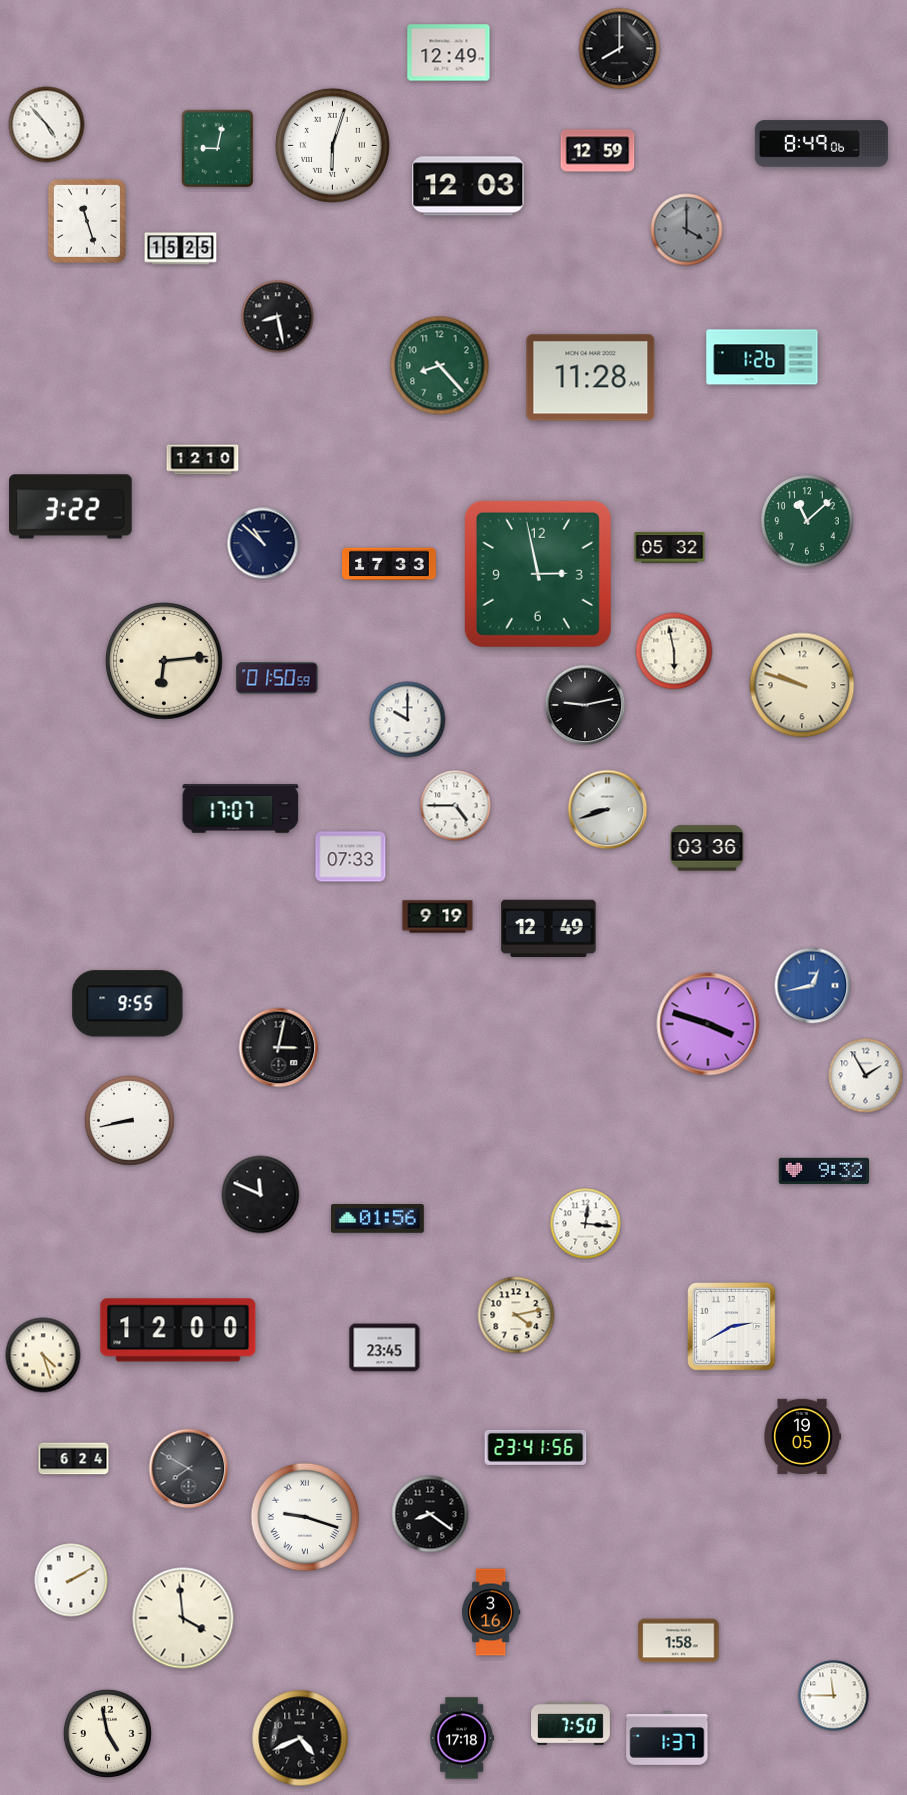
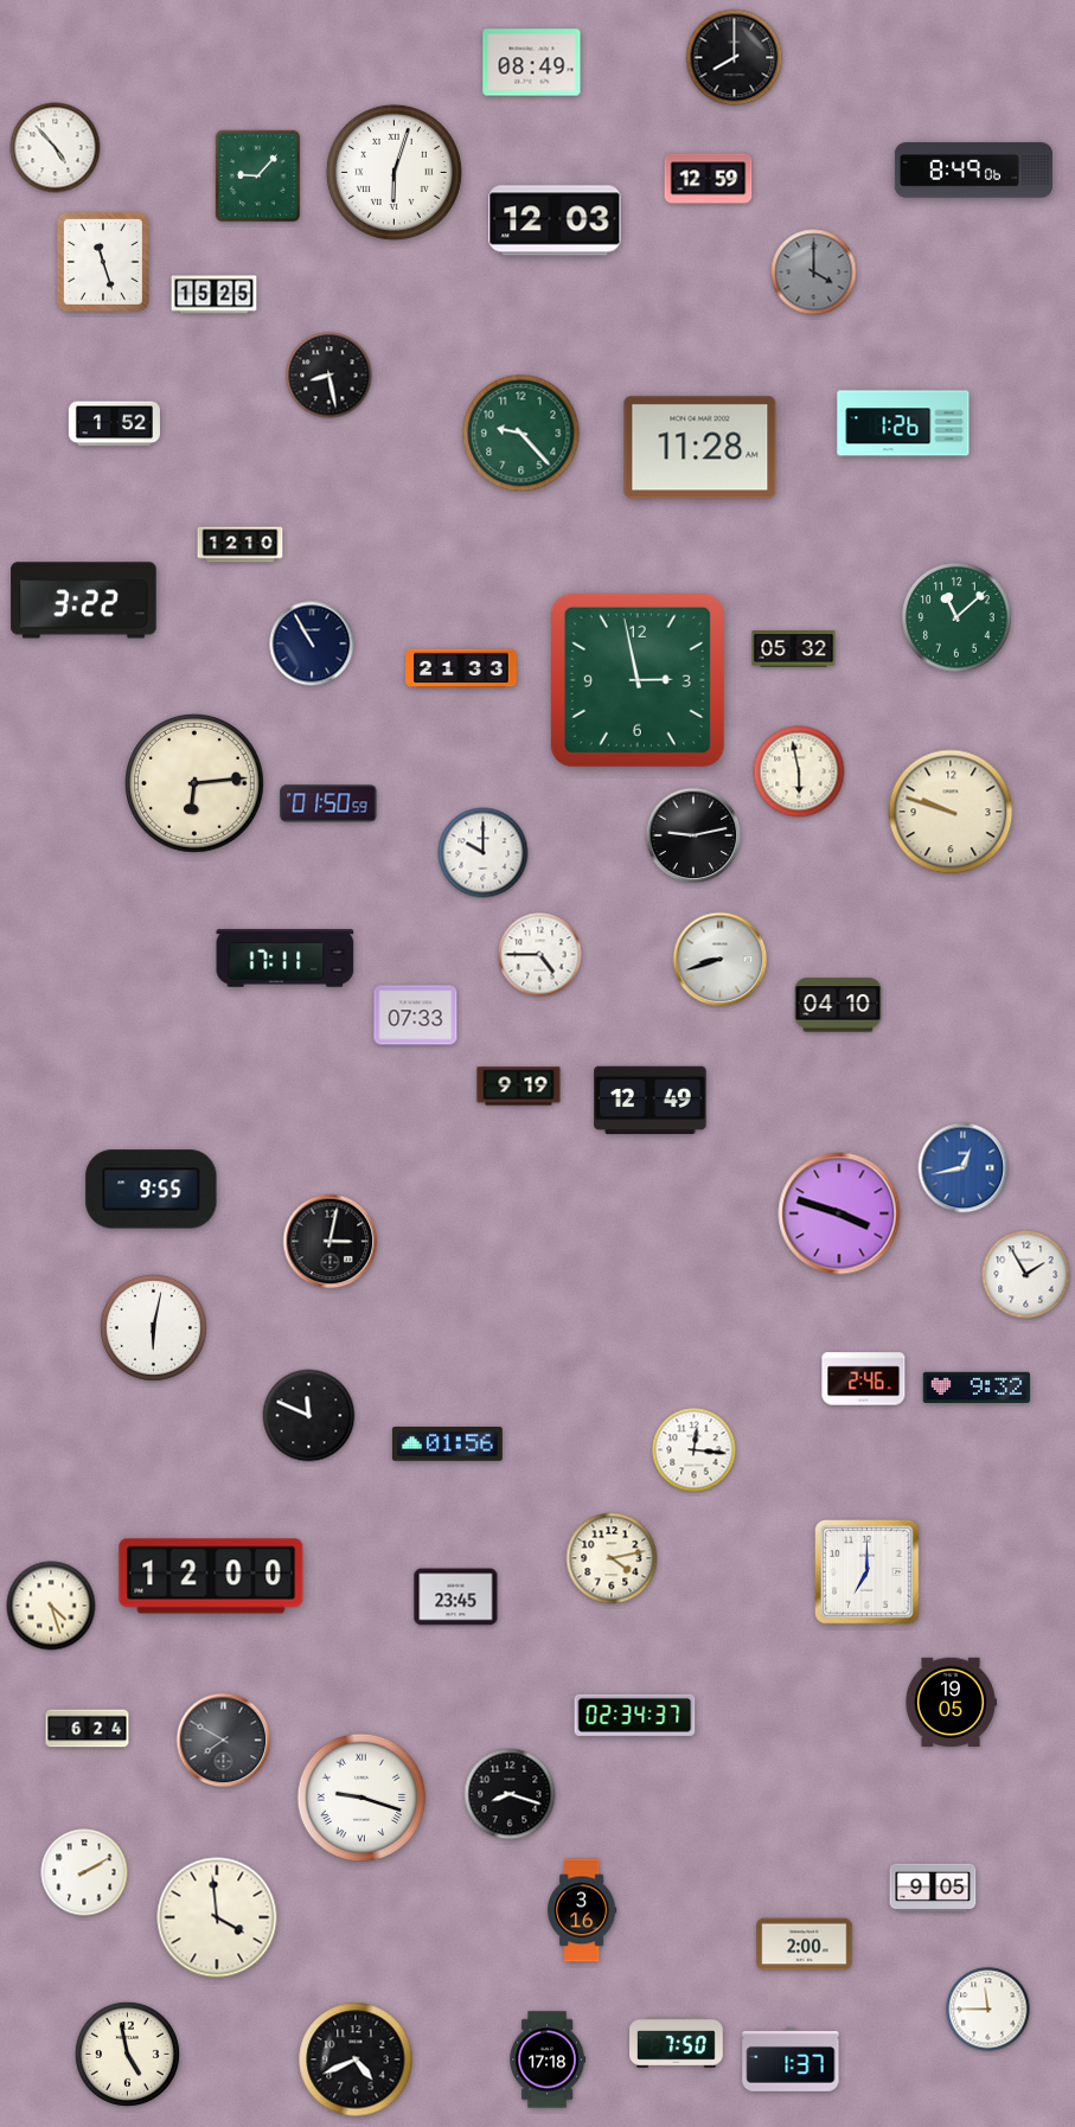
clock at (449, 53): 12:49 -> 08:49
clock at (218, 149): 9:02 -> 9:07
clock at (114, 424): none -> 1:52
clock at (440, 366): 8:23 -> 9:23
clock at (263, 543): 10:52 -> 10:55
clock at (389, 564): 17:33 -> 21:33
clock at (241, 809): 17:07 -> 17:11
clock at (707, 848): 03:36 -> 04:10
clock at (129, 1120): 8:43 -> 6:02
clock at (864, 1379): none -> 2:46
clock at (732, 1327): 2:40 -> 7:00
clock at (536, 1447): 23:41 -> 02:34
clock at (430, 1514): 8:21 -> 8:18
clock at (933, 1888): none -> 9:05
clock at (679, 1641): 1:58 -> 2:00
